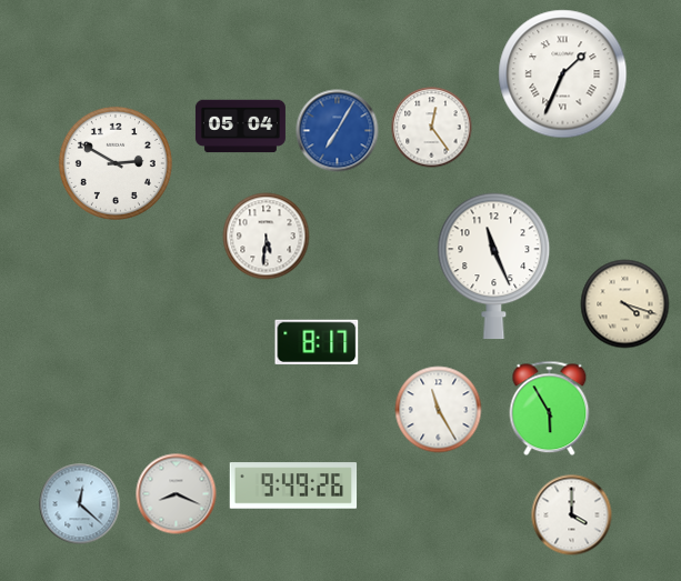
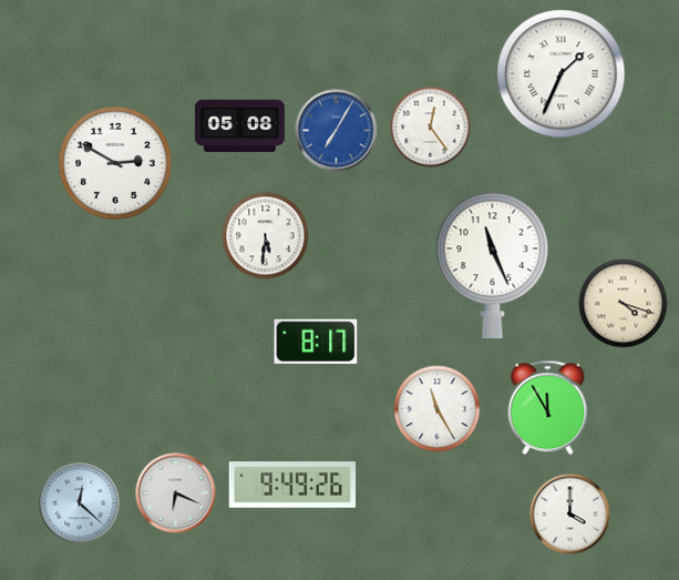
clock at (240, 127): 05:04 -> 05:08
clock at (550, 409): 5:55 -> 11:55
clock at (177, 494): 8:19 -> 6:19
